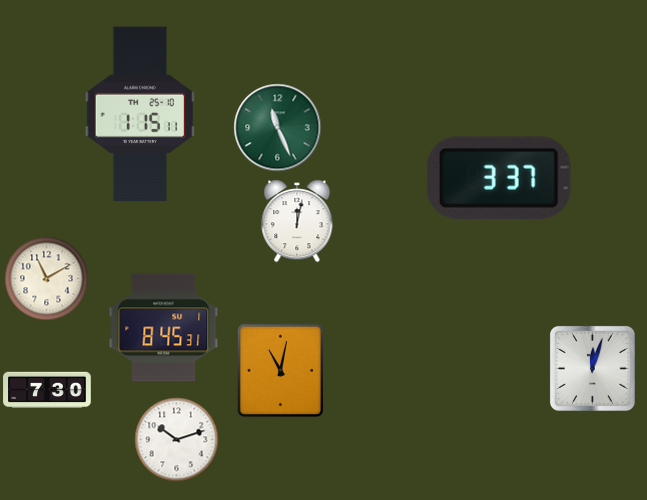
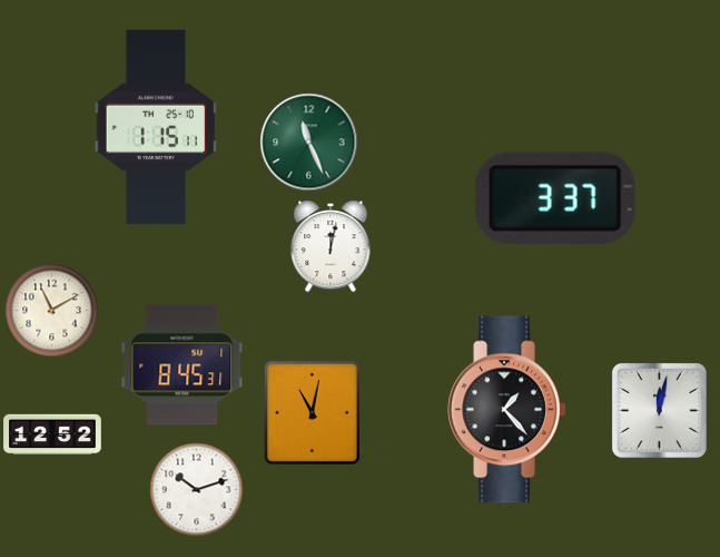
clock at (507, 410): none -> 1:23
clock at (592, 368): 12:03 -> 12:02
clock at (47, 390): 7:30 -> 12:52
